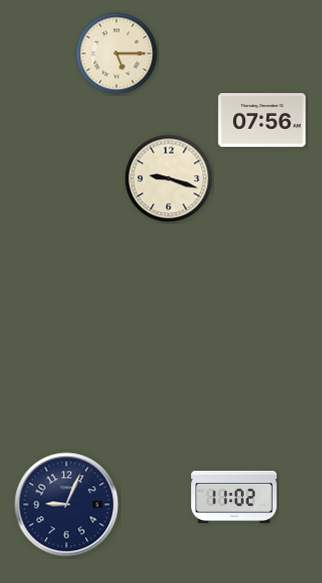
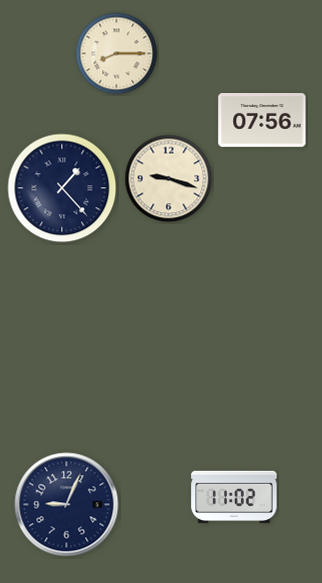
clock at (117, 54): 5:15 -> 8:15
clock at (62, 188): none -> 1:23
